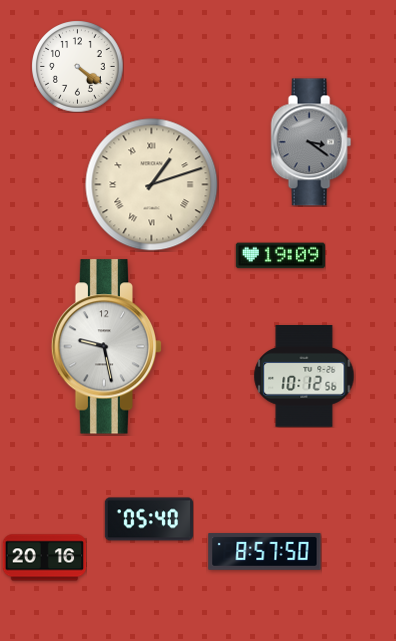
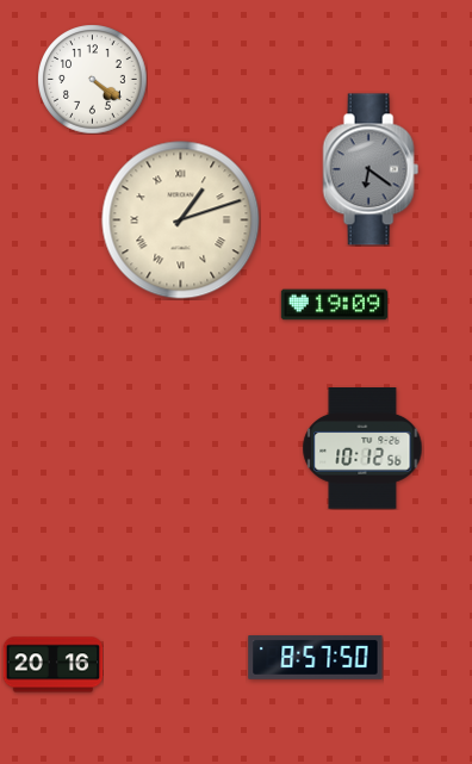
clock at (311, 142): 3:21 -> 6:21
clock at (107, 347): 9:28 -> none
clock at (148, 519): 05:40 -> none
